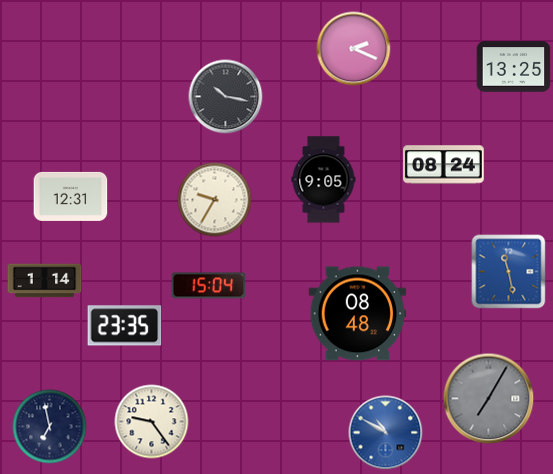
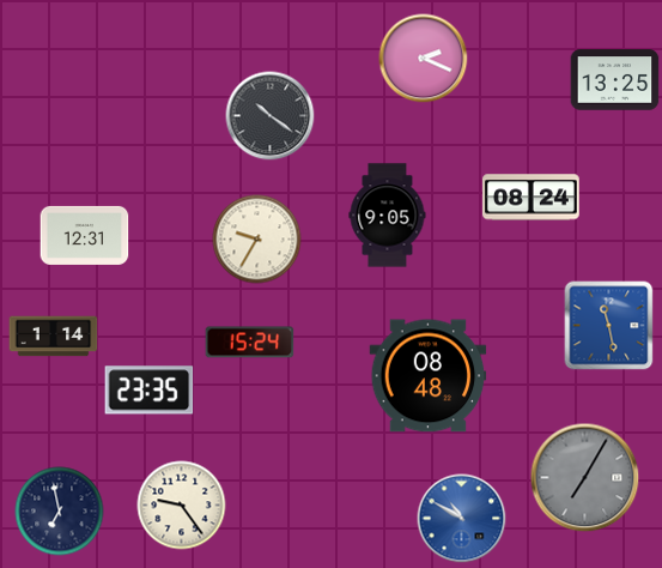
clock at (226, 97): 10:17 -> 10:21
clock at (209, 286): 15:04 -> 15:24
